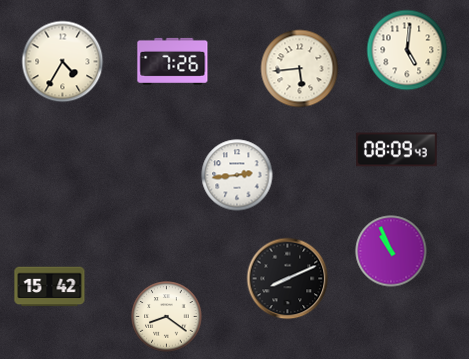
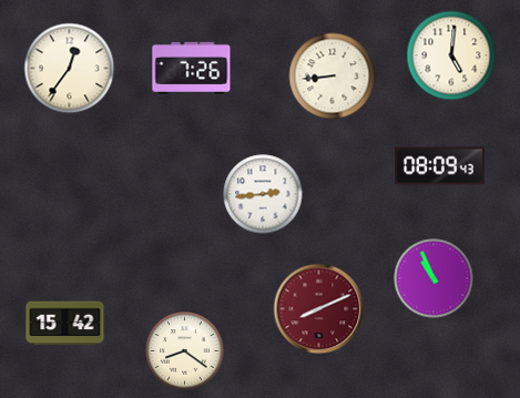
clock at (63, 62): 4:35 -> 12:36
clock at (300, 69): 5:44 -> 8:44
clock at (288, 279) dial: black -> burgundy
clock at (50, 287) position: (50, 287) -> (65, 324)
